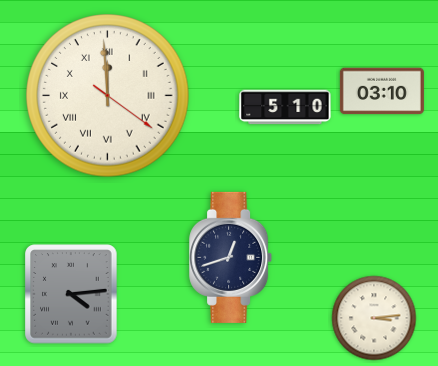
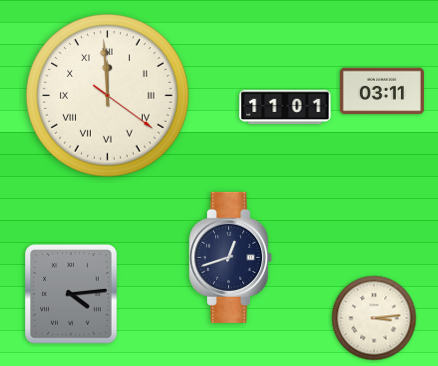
clock at (382, 91): 03:10 -> 03:11
clock at (285, 107): 5:10 -> 11:01
